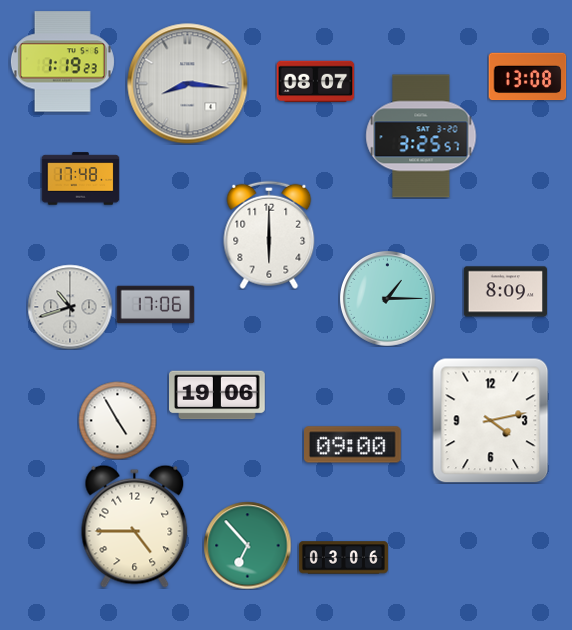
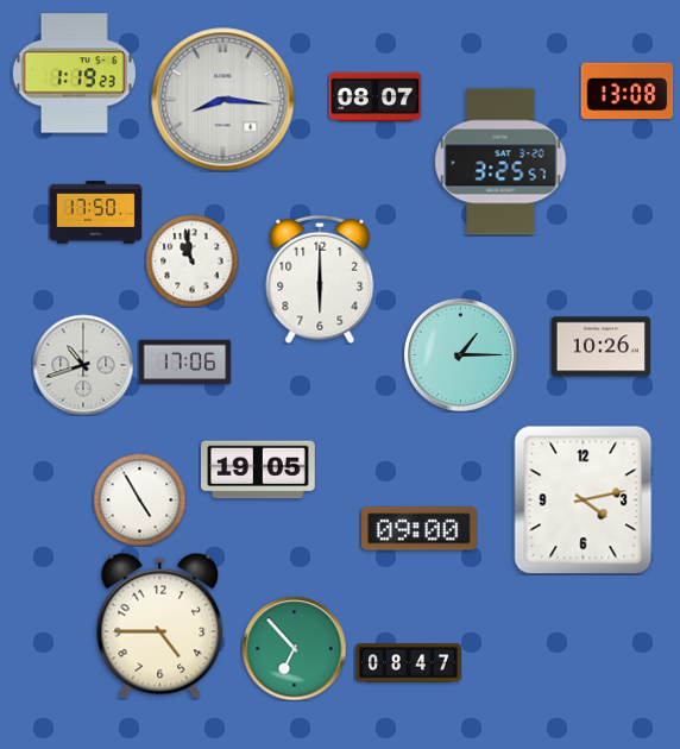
clock at (80, 179): 17:48 -> 17:50
clock at (191, 260): none -> 10:58
clock at (505, 292): 8:09 -> 10:26
clock at (218, 395): 19:06 -> 19:05
clock at (343, 558): 03:06 -> 08:47
